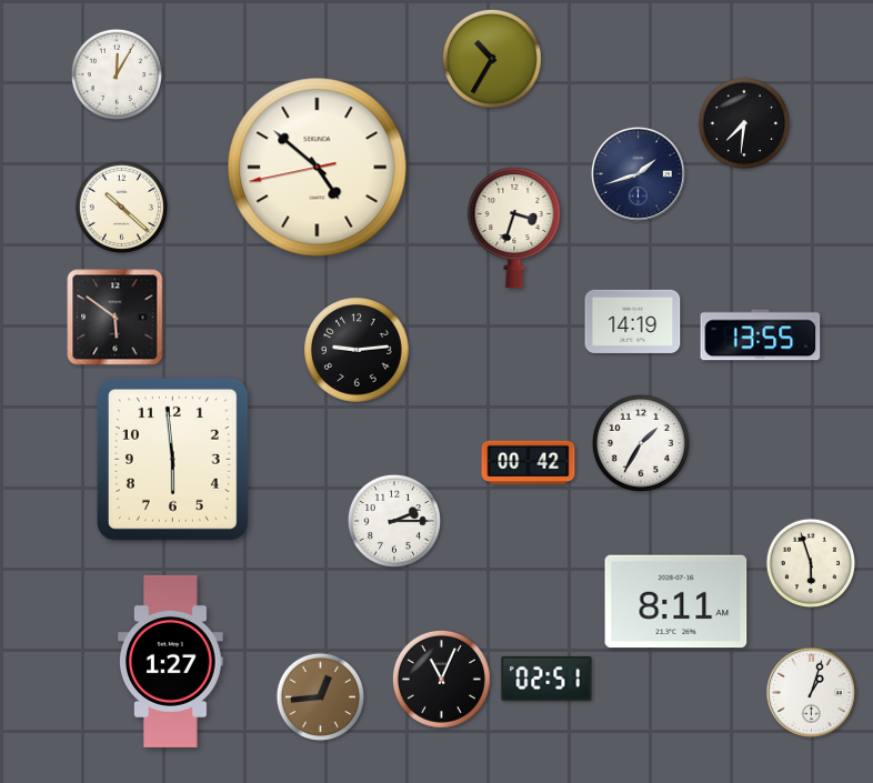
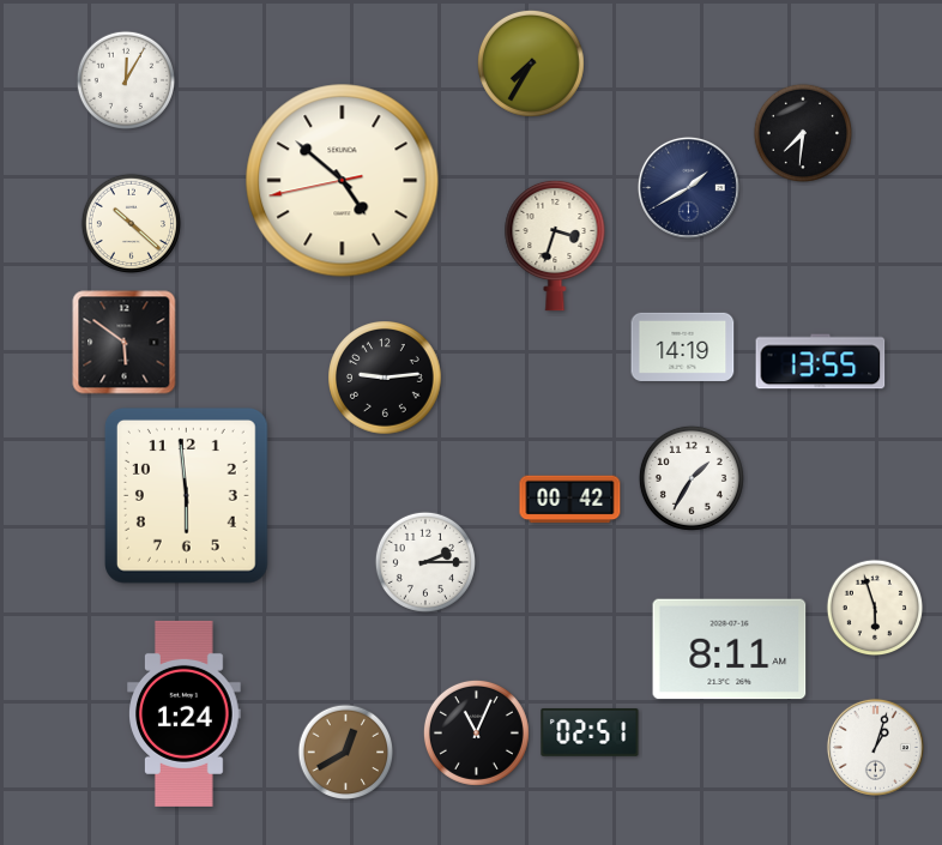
clock at (492, 59): 10:35 -> 7:35
clock at (638, 173): 1:42 -> 1:40
clock at (171, 661): 1:27 -> 1:24
clock at (321, 697): 12:44 -> 12:40
